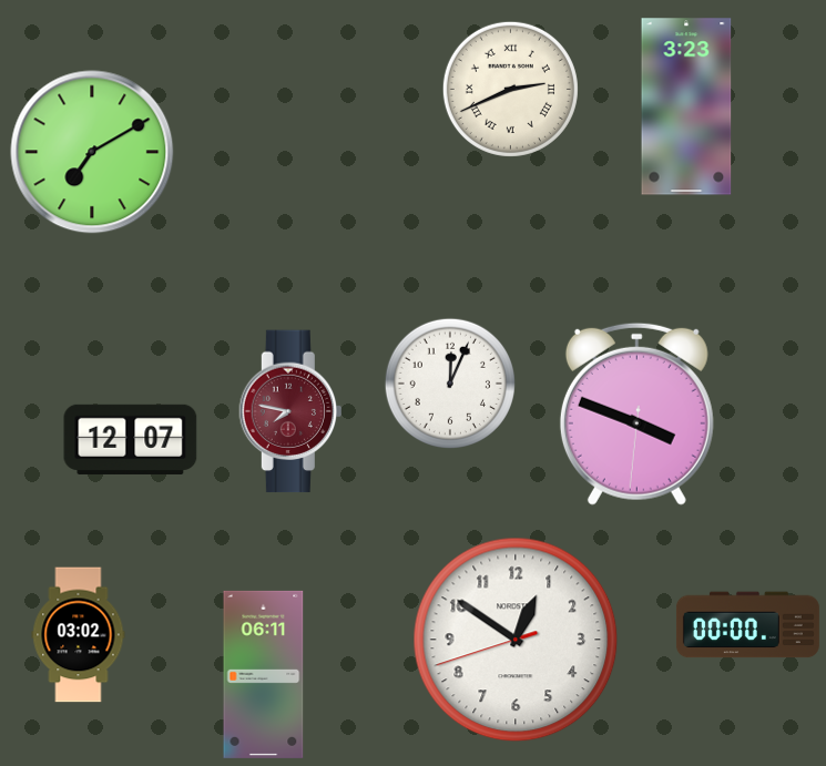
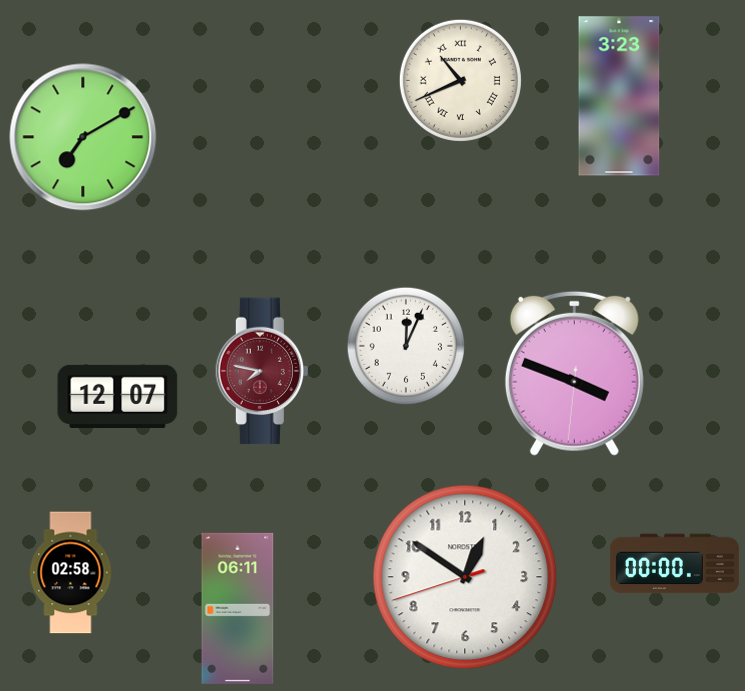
clock at (510, 89): 2:41 -> 10:41
clock at (79, 635): 03:02 -> 02:58
